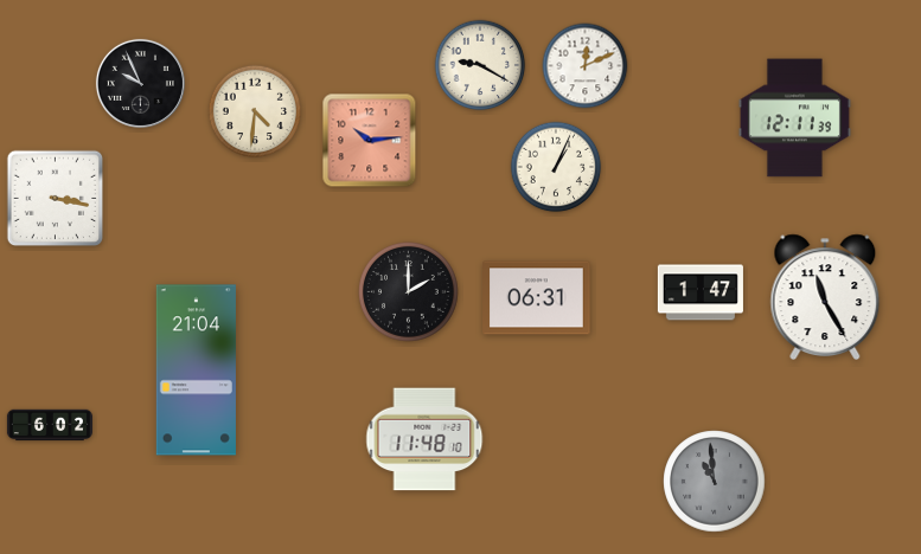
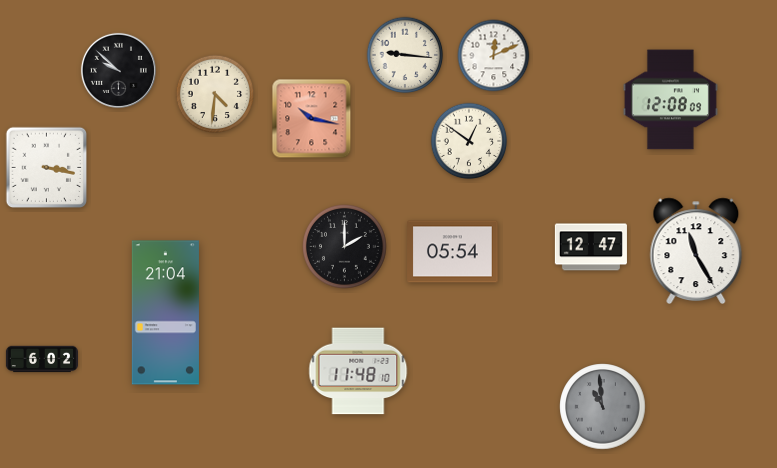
clock at (480, 65): 9:20 -> 9:16
clock at (140, 83): 9:56 -> 9:52
clock at (794, 118): 12:11 -> 12:08
clock at (370, 141): 10:14 -> 10:17
clock at (556, 167): 1:04 -> 12:51
clock at (701, 292): 1:47 -> 12:47
clock at (537, 298): 06:31 -> 05:54
